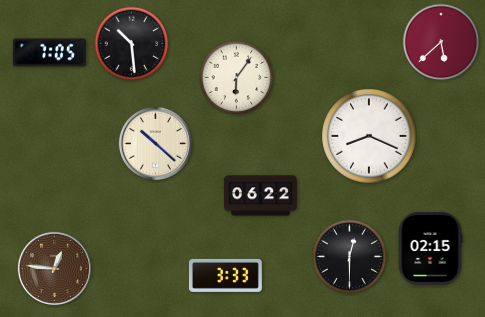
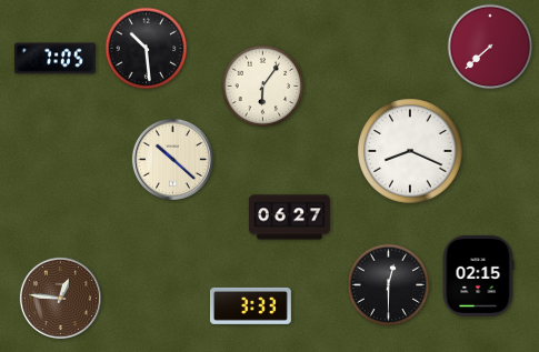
clock at (441, 42): 5:38 -> 7:38
clock at (260, 196): 06:22 -> 06:27
